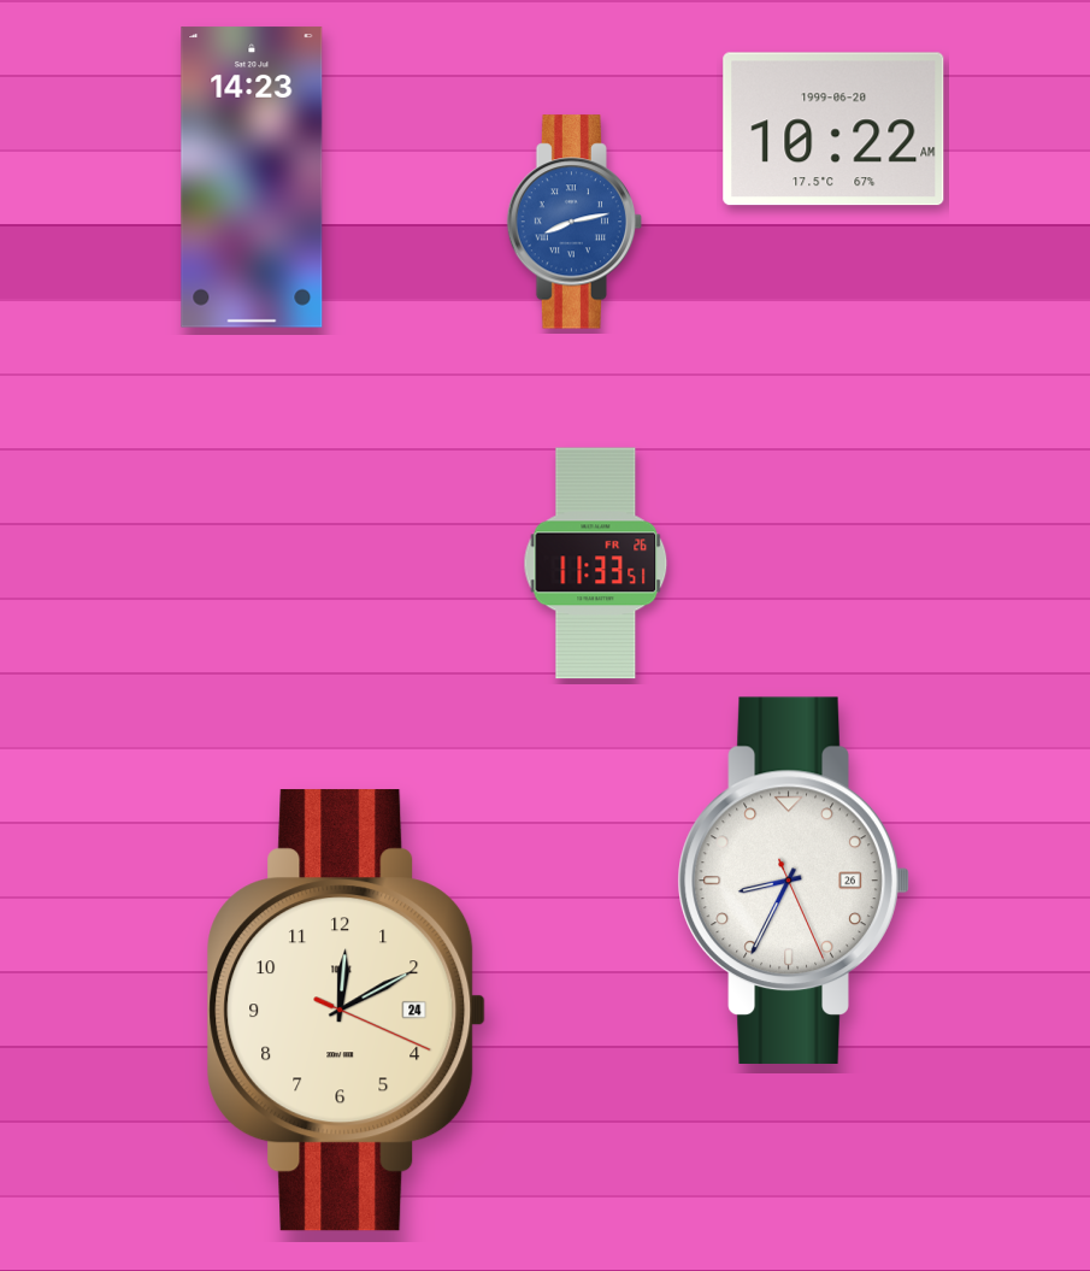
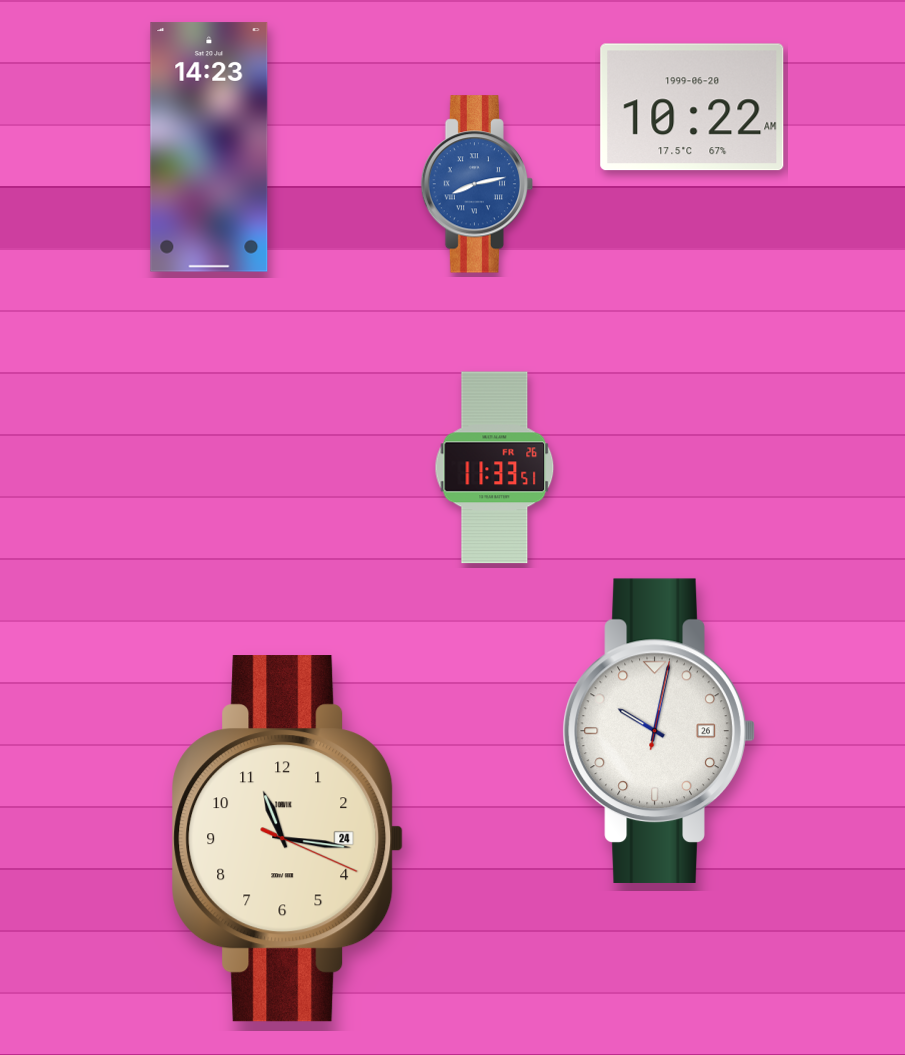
clock at (794, 881): 8:34 -> 10:02
clock at (347, 1011): 12:10 -> 11:16
